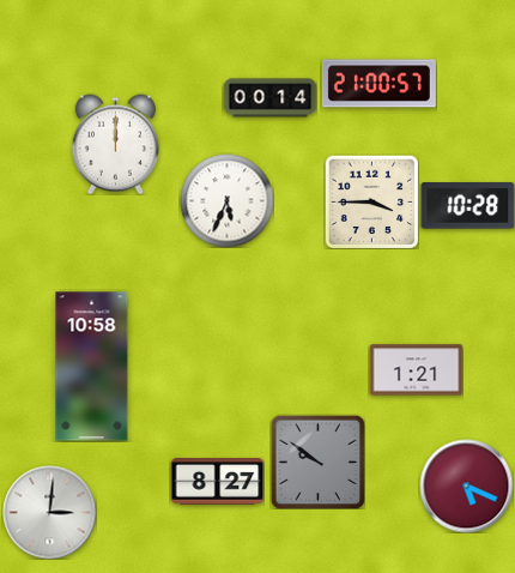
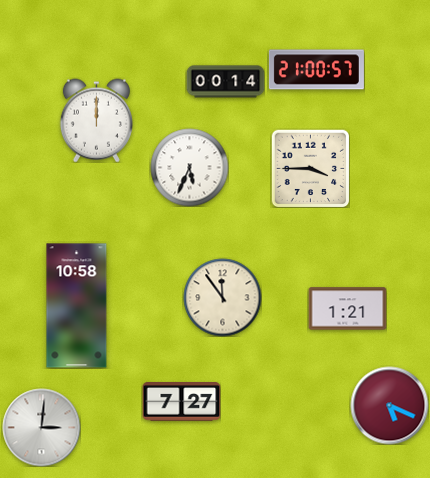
clock at (467, 206): 10:28 -> none
clock at (222, 297): none -> 11:54
clock at (317, 462): 9:51 -> none
clock at (217, 482): 8:27 -> 7:27
